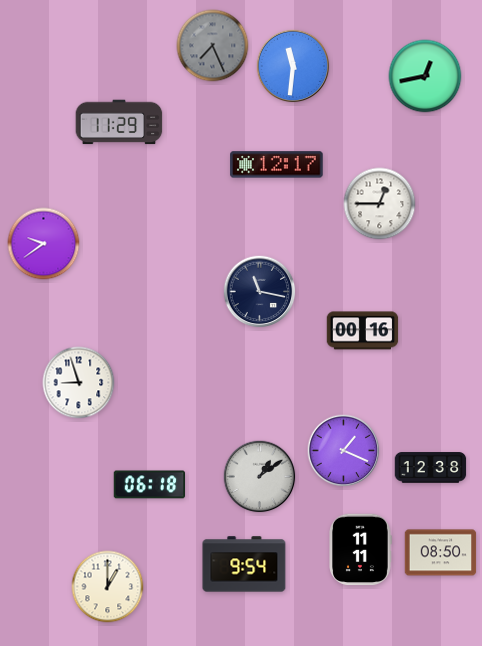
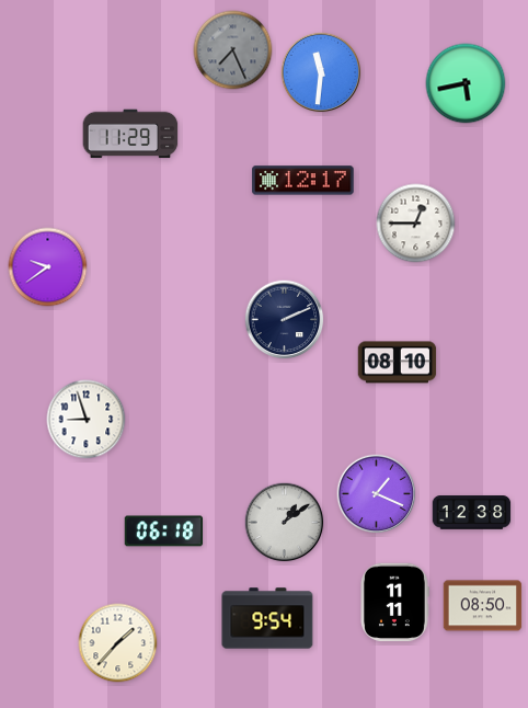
clock at (425, 76): 12:43 -> 5:43
clock at (260, 292): 11:17 -> 2:11
clock at (363, 331): 00:16 -> 08:10
clock at (108, 587): 1:00 -> 1:37
